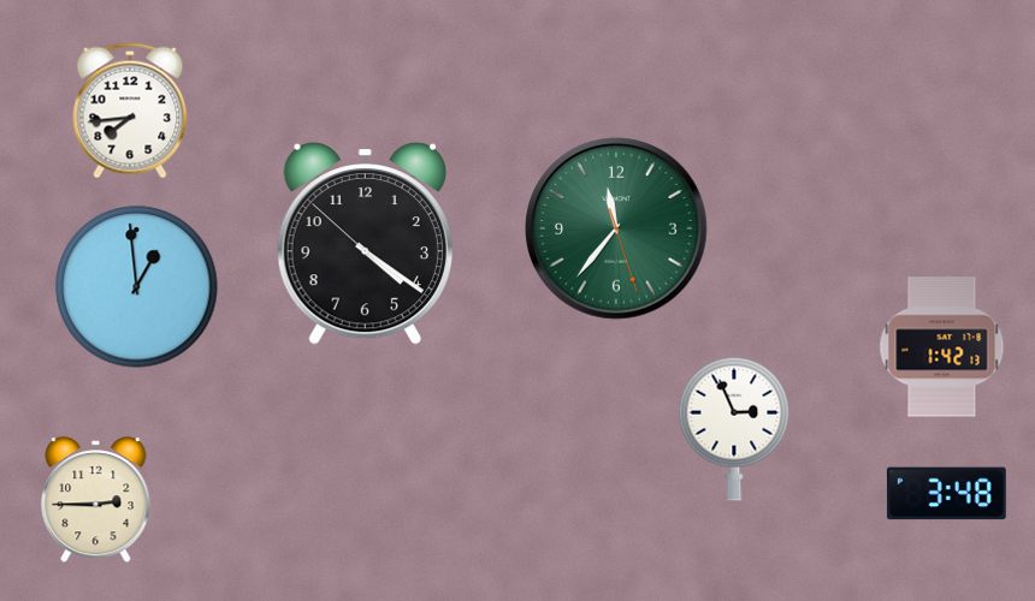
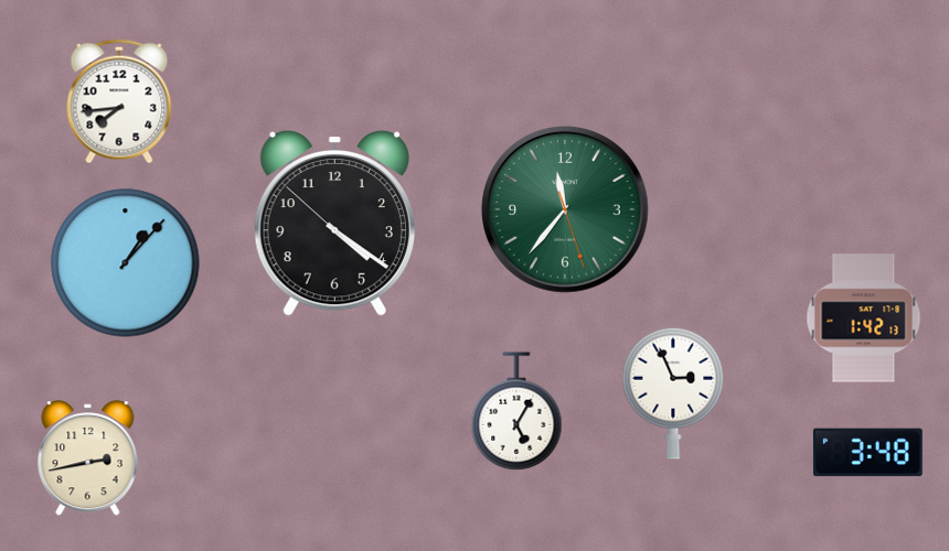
clock at (137, 287): 12:59 -> 1:07
clock at (516, 411): none -> 5:05
clock at (96, 500): 2:45 -> 2:43
